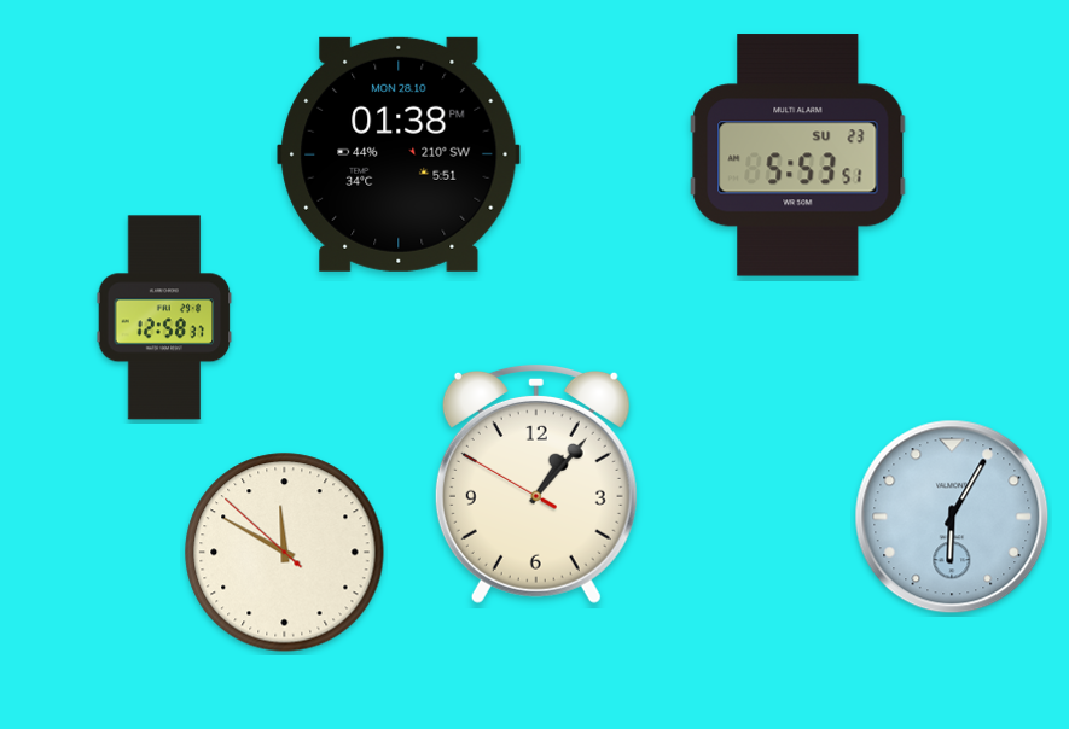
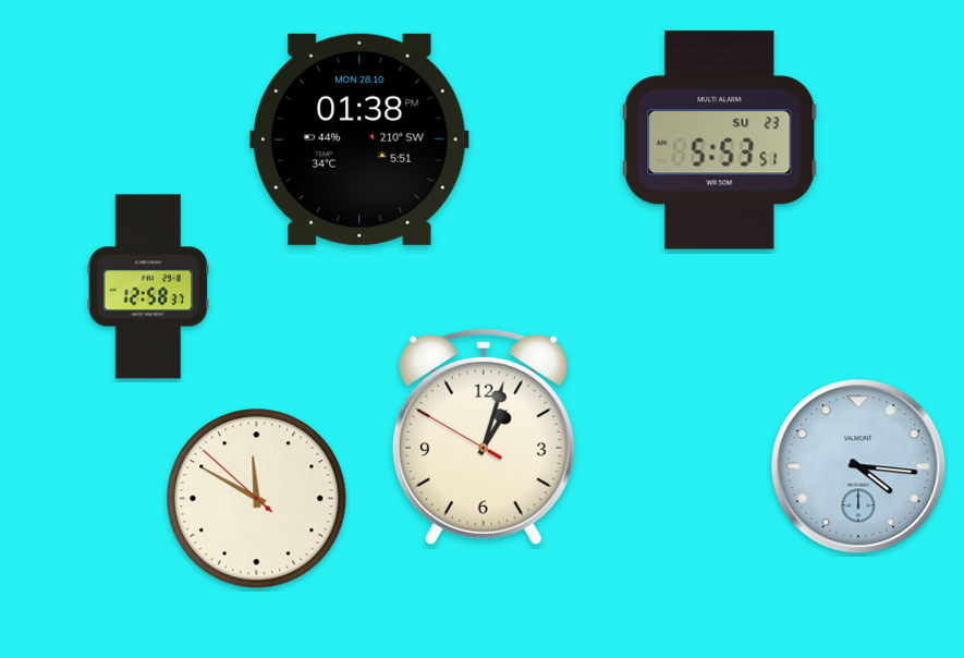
clock at (536, 483): 1:06 -> 1:02
clock at (952, 517): 6:05 -> 4:16
